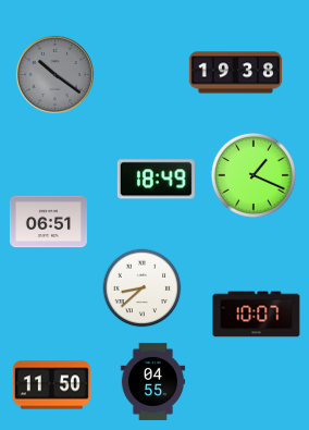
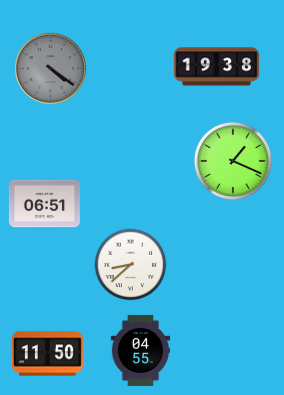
clock at (54, 74): 10:21 -> 4:21
clock at (156, 180): 18:49 -> none
clock at (257, 315): 10:07 -> none
